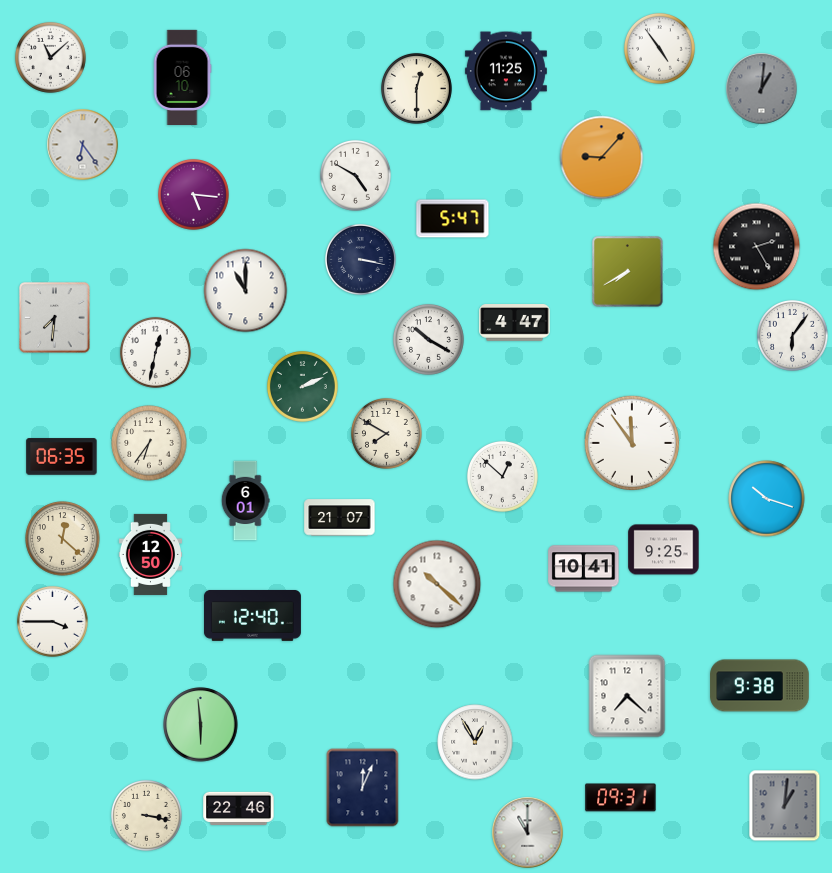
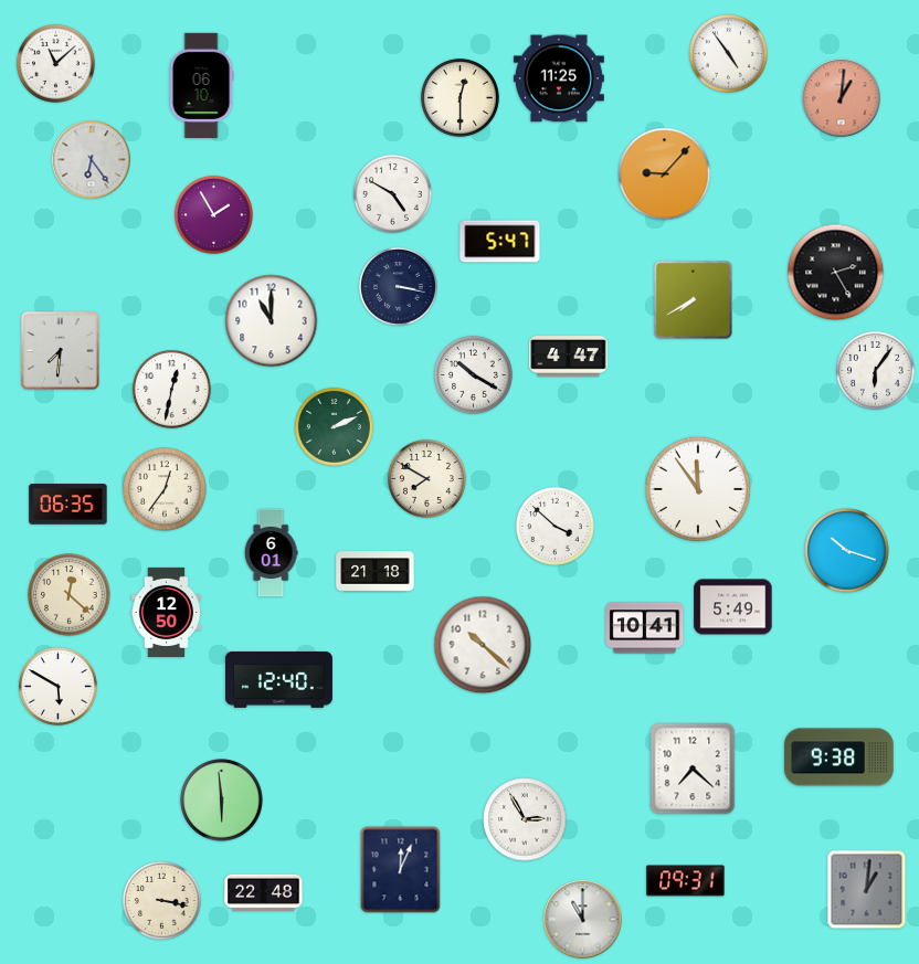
clock at (762, 89) dial: grey -> salmon
clock at (193, 194): 5:16 -> 1:55
clock at (149, 443): 6:36 -> 12:36
clock at (502, 476): 12:52 -> 3:52
clock at (340, 518): 21:07 -> 21:18
clock at (664, 550): 9:25 -> 5:49
clock at (52, 621): 3:45 -> 5:50
clock at (475, 742): 12:55 -> 2:55
clock at (239, 808): 22:46 -> 22:48
